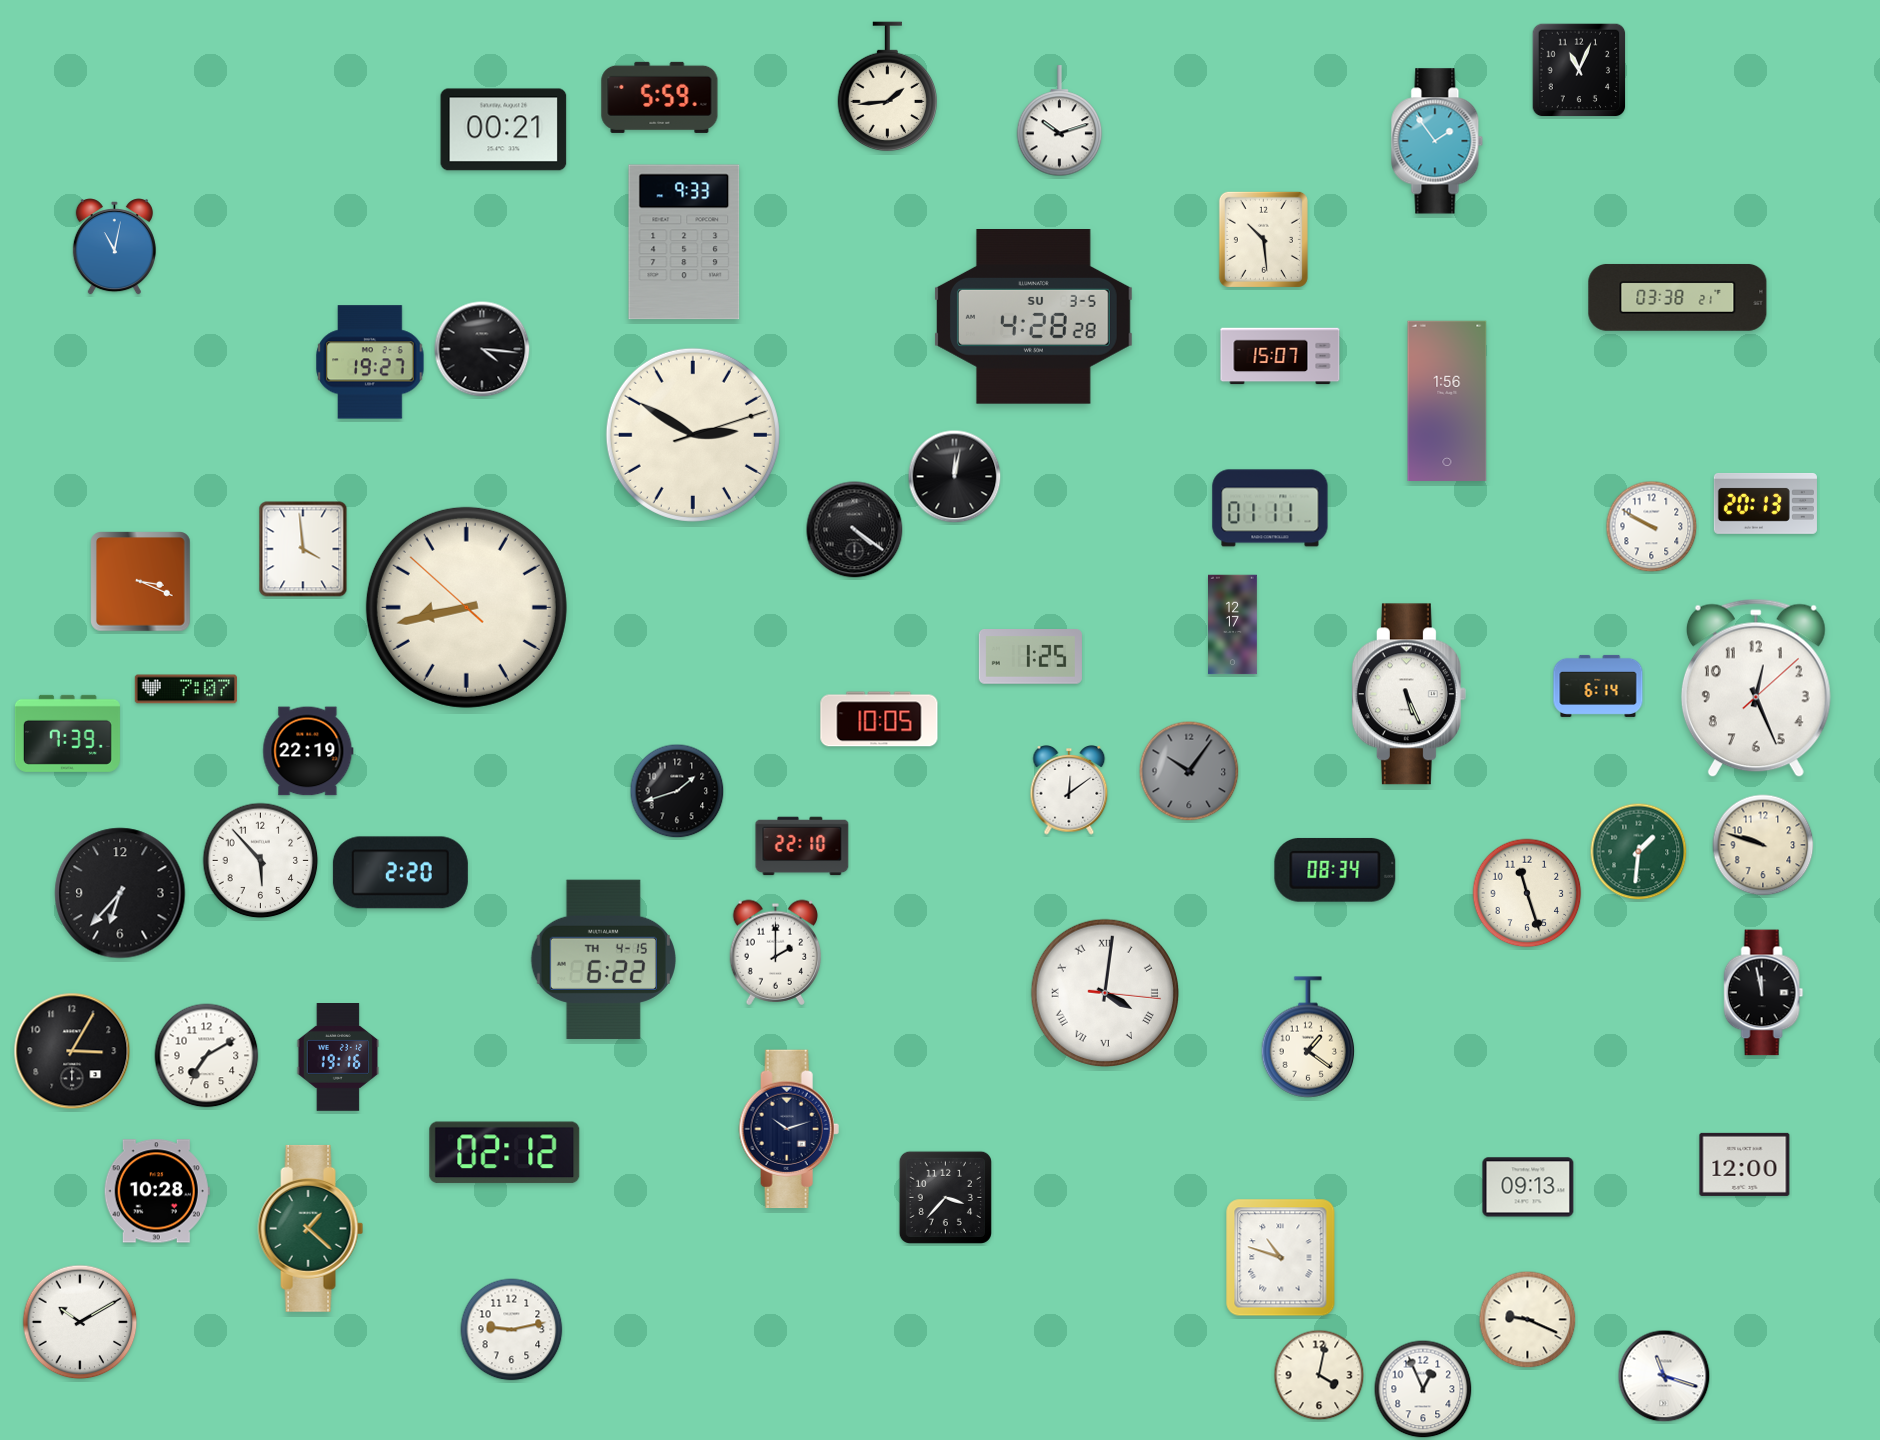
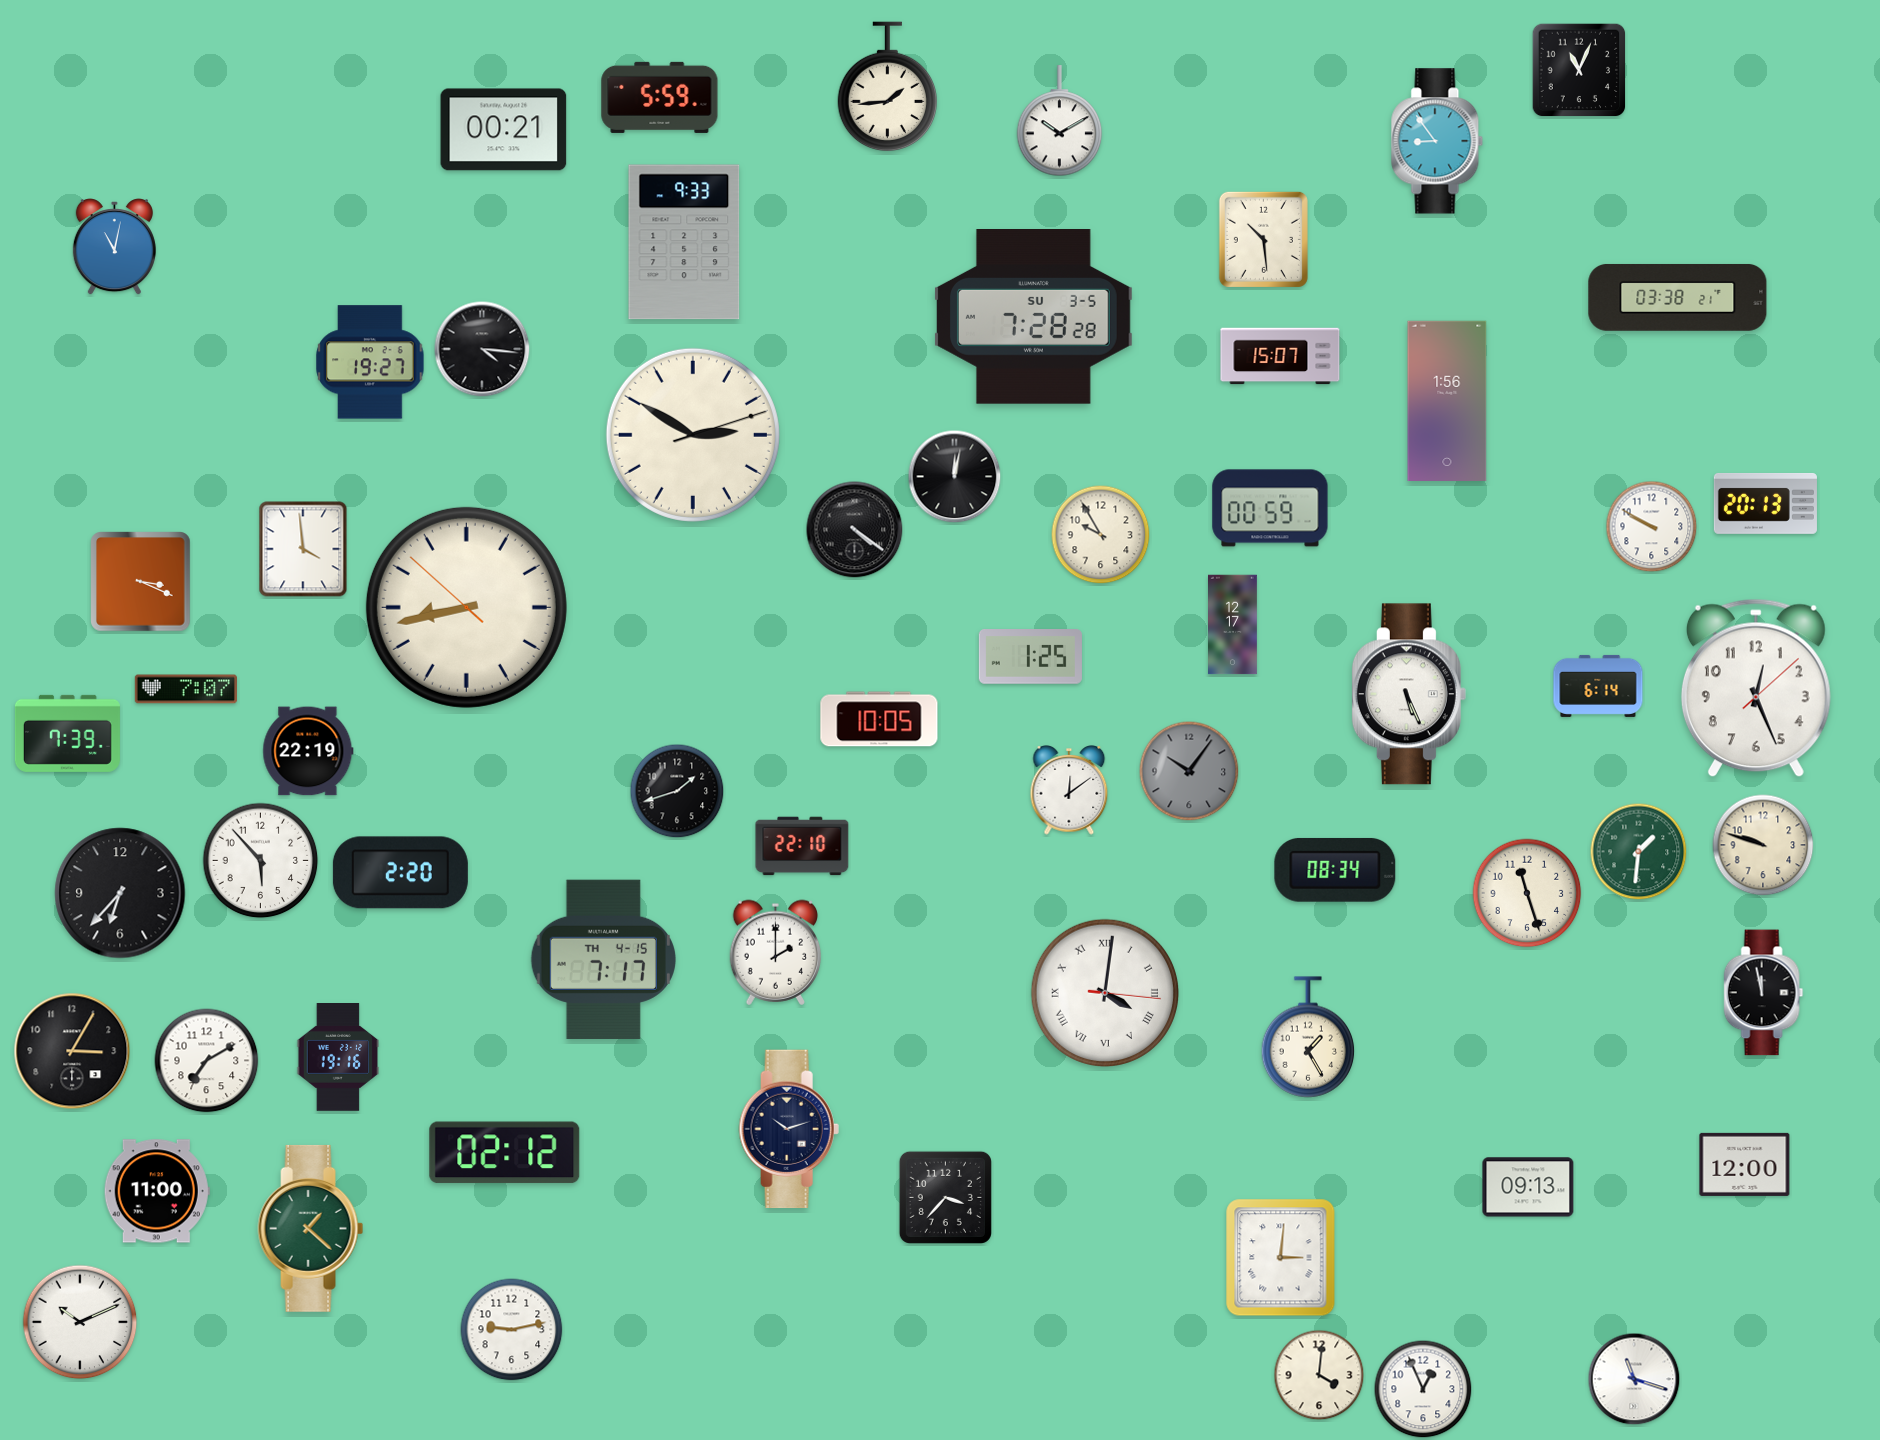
clock at (1060, 121): 10:12 -> 10:10
clock at (1437, 141): 1:54 -> 8:54
clock at (1034, 317): 4:28 -> 7:28
clock at (1270, 508): 01:11 -> 00:59
clock at (1101, 535): none -> 9:55
clock at (603, 959): 6:22 -> 7:17
clock at (1308, 1037): 1:21 -> 1:25
clock at (207, 1056) position: (207, 1056) -> (207, 1061)
clock at (157, 1191): 10:28 -> 11:00
clock at (1281, 1258): 10:48 -> 3:01
clock at (1528, 1320): 9:19 -> none
clock at (80, 1322): 10:10 -> 10:11
clock at (1319, 1375): 4:02 -> 4:01
clock at (1664, 1376) position: (1664, 1376) -> (1634, 1379)
